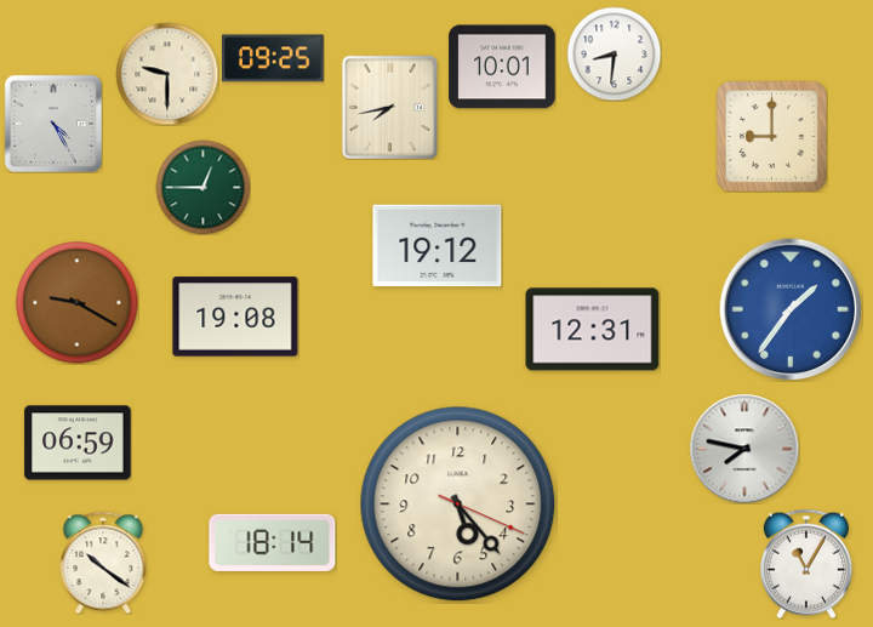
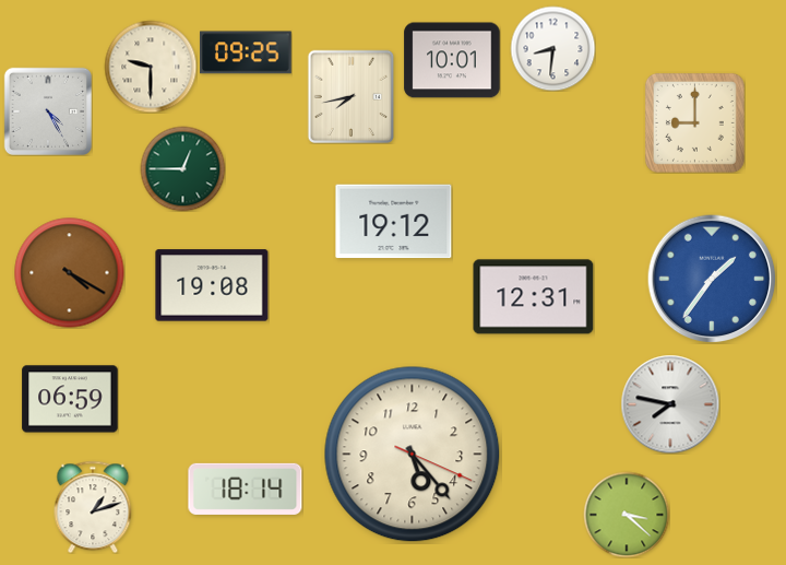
clock at (78, 303): 9:20 -> 4:20
clock at (103, 563): 10:21 -> 1:12
clock at (806, 564): 11:05 -> none
clock at (627, 515): none -> 3:22
